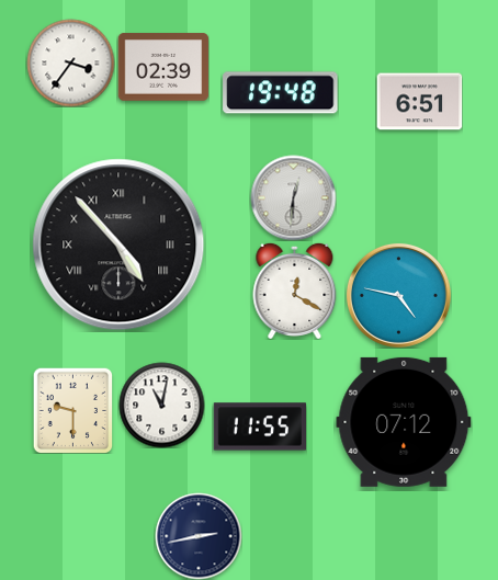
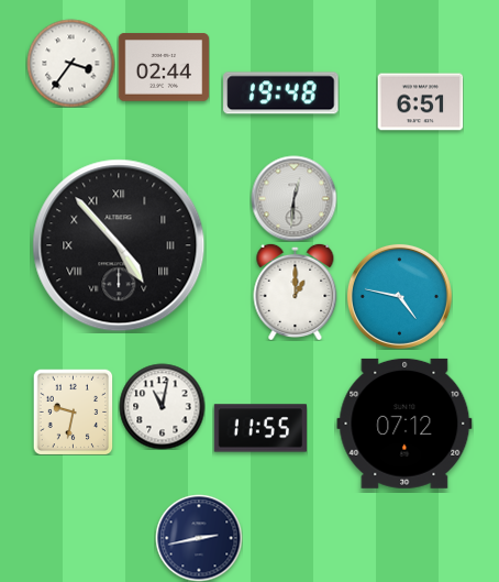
clock at (163, 67): 02:39 -> 02:44
clock at (295, 291): 12:20 -> 1:00
clock at (73, 410): 9:30 -> 9:32
